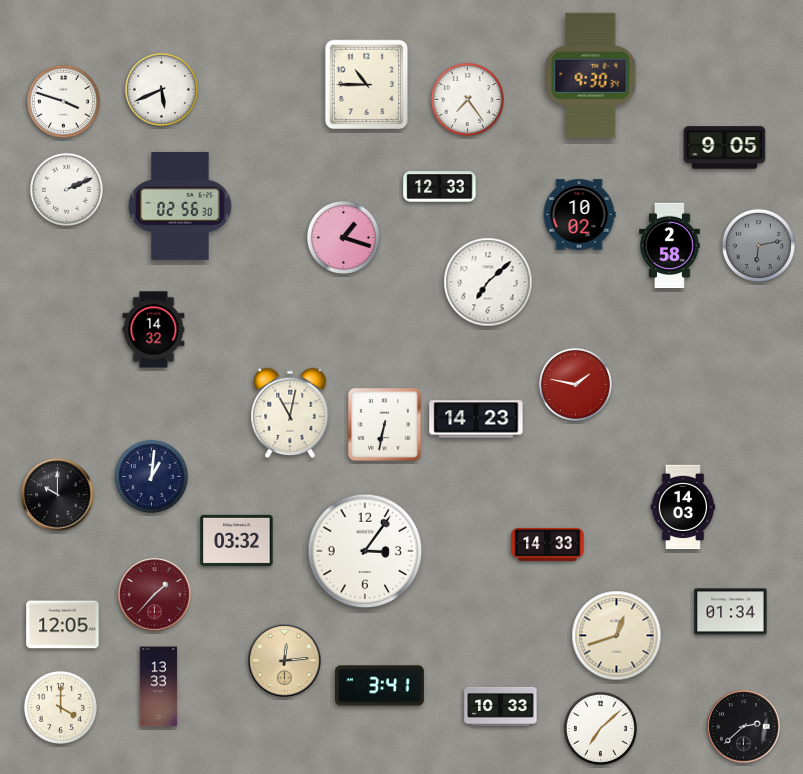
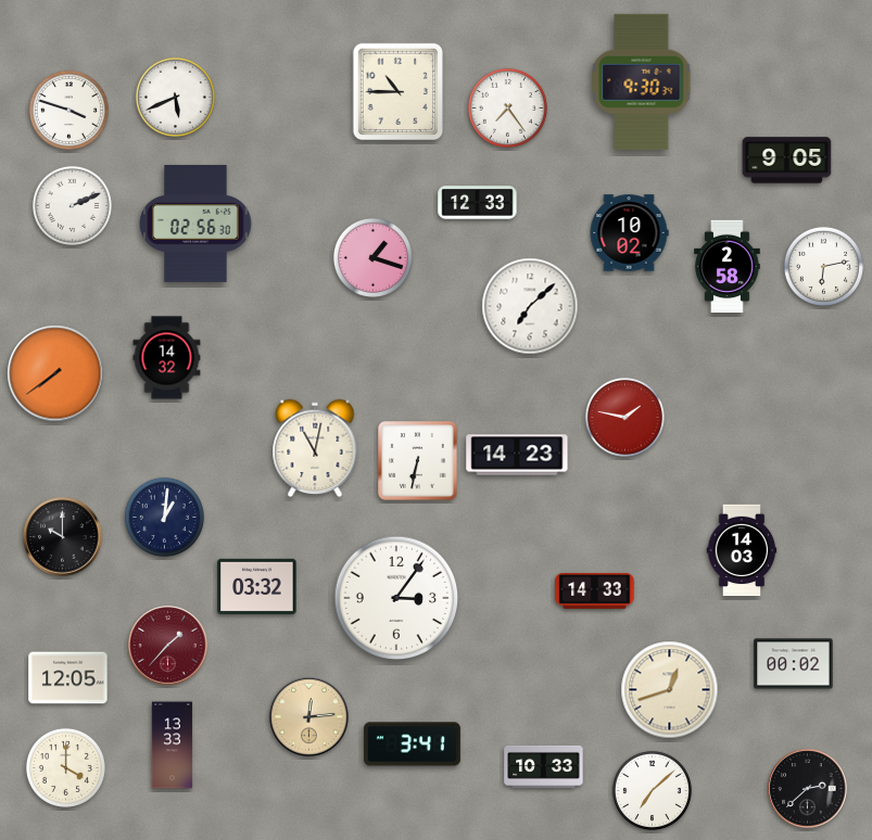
clock at (758, 245) dial: grey -> white
clock at (55, 373): none -> 7:39
clock at (731, 612): 01:34 -> 00:02
